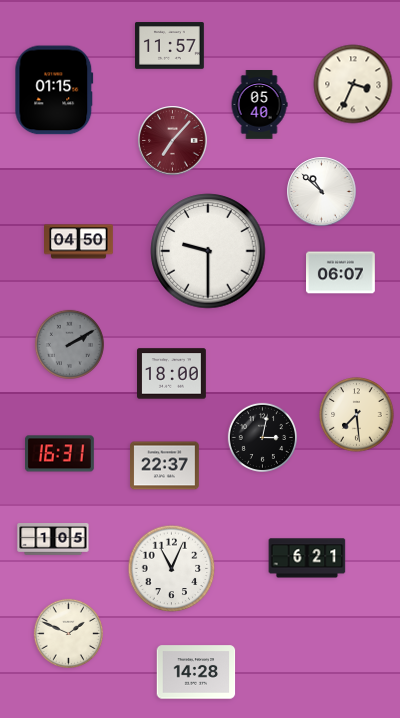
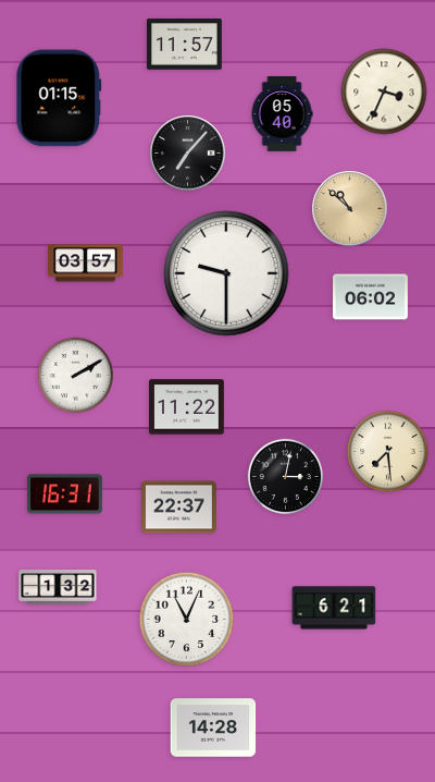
clock at (170, 46) position: (170, 46) -> (185, 45)
clock at (173, 141) dial: burgundy -> black
clock at (322, 192) dial: white -> champagne
clock at (79, 242): 04:50 -> 03:57
clock at (341, 273): 06:07 -> 06:02
clock at (69, 344) dial: grey -> white
clock at (172, 374): 18:00 -> 11:22
clock at (53, 539): 1:05 -> 1:32
clock at (68, 633): 1:49 -> none
clock at (196, 672) position: (196, 672) -> (213, 728)
